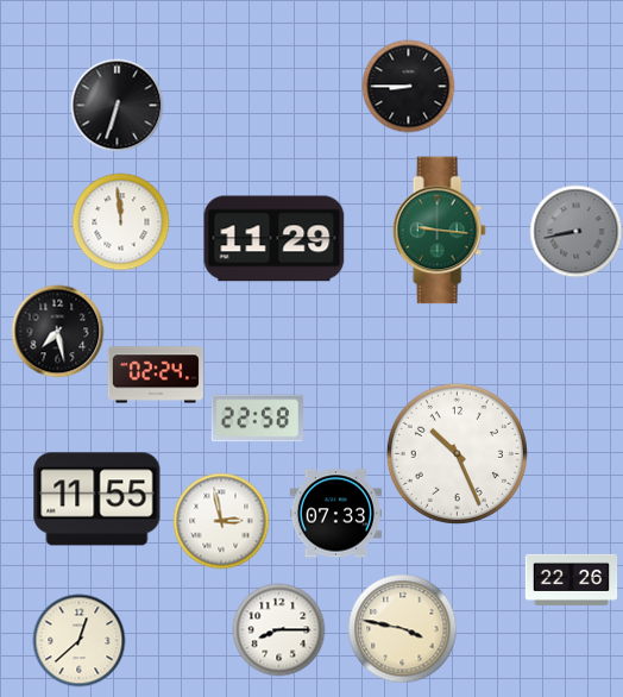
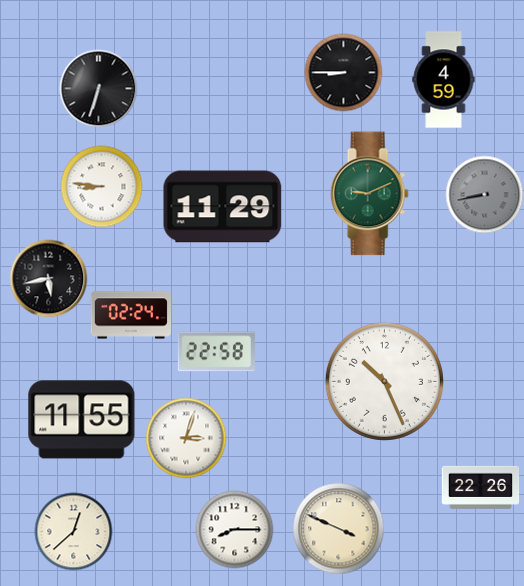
clock at (444, 80): none -> 4:59
clock at (120, 221): 11:59 -> 8:46
clock at (439, 231): 9:16 -> 9:11
clock at (275, 239) position: (275, 239) -> (223, 207)
clock at (57, 331): 7:28 -> 5:43
clock at (335, 514): 07:33 -> none
clock at (221, 521): 2:58 -> 3:03
clock at (402, 628): 3:47 -> 3:49
clock at (78, 640) position: (78, 640) -> (73, 531)
